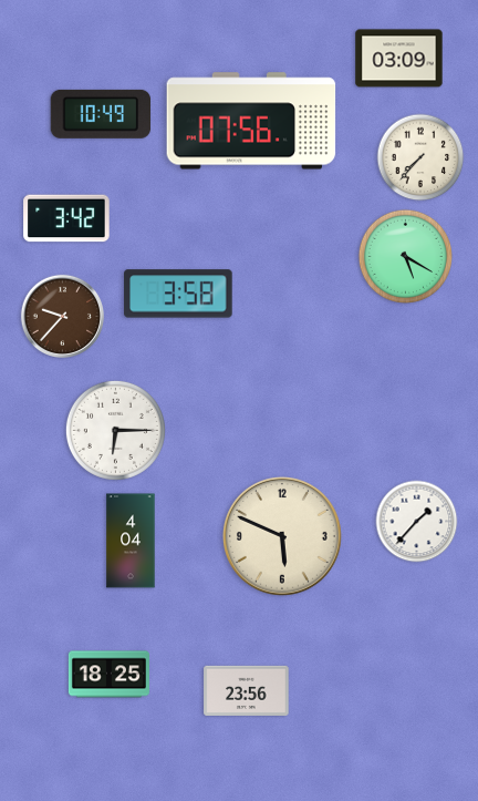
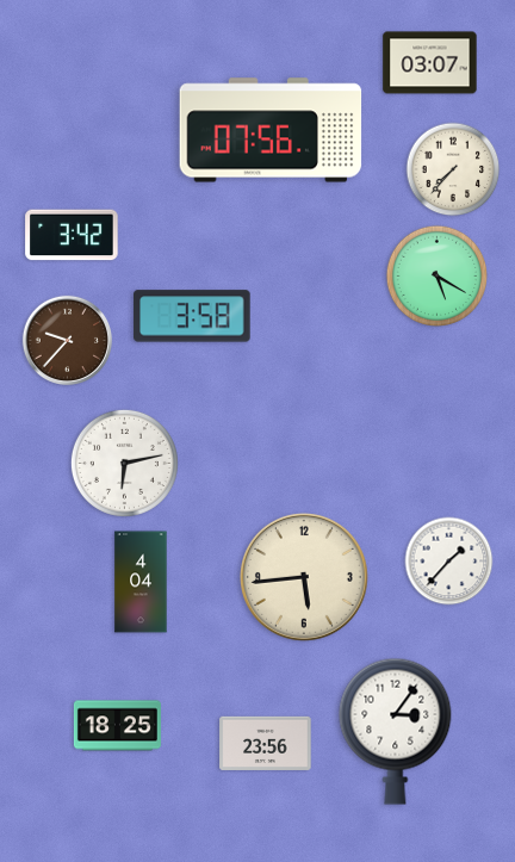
clock at (399, 59): 03:09 -> 03:07
clock at (101, 114): 10:49 -> none
clock at (115, 430): 6:15 -> 6:13
clock at (282, 536): 5:49 -> 5:44
clock at (396, 731): none -> 3:06
